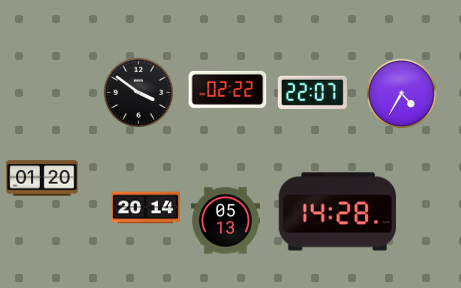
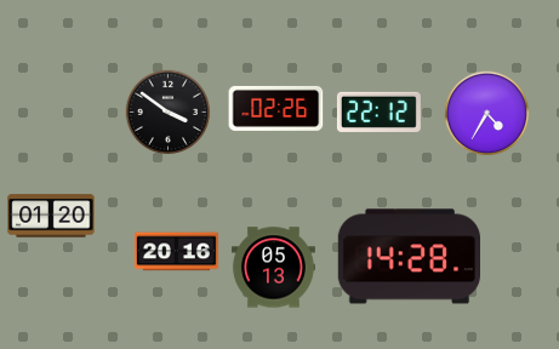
clock at (228, 89): 02:22 -> 02:26
clock at (312, 92): 22:07 -> 22:12
clock at (145, 208): 20:14 -> 20:16
